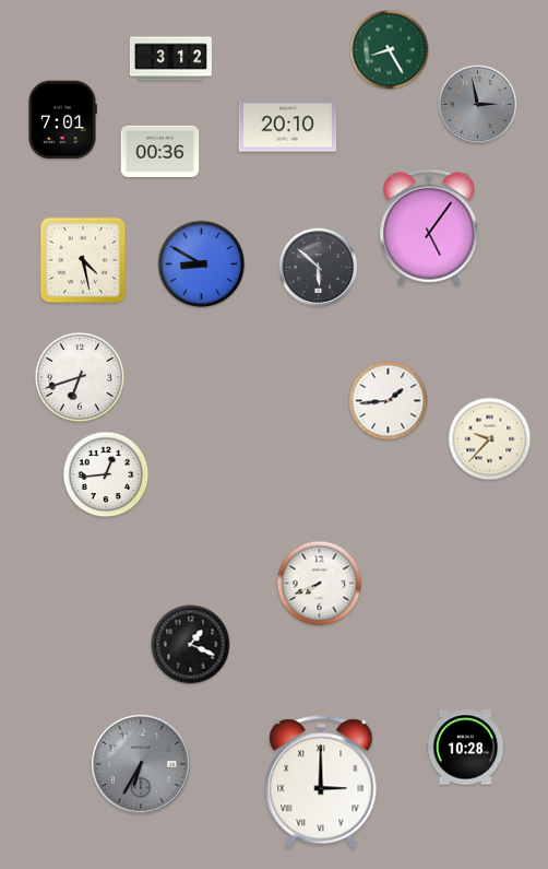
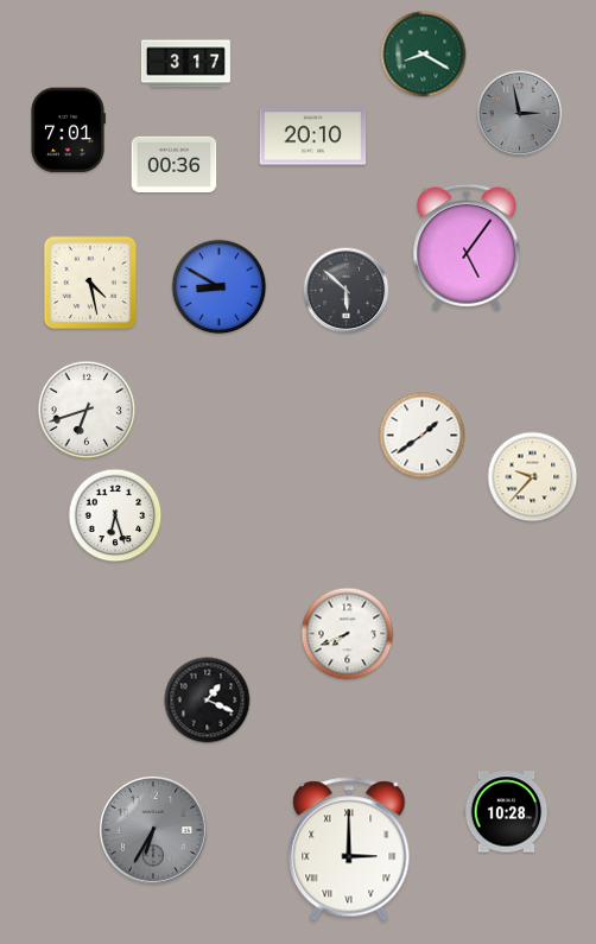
clock at (390, 50): 8:25 -> 8:20
clock at (170, 59): 3:12 -> 3:17
clock at (389, 401): 1:44 -> 1:39
clock at (106, 474): 12:44 -> 6:27
